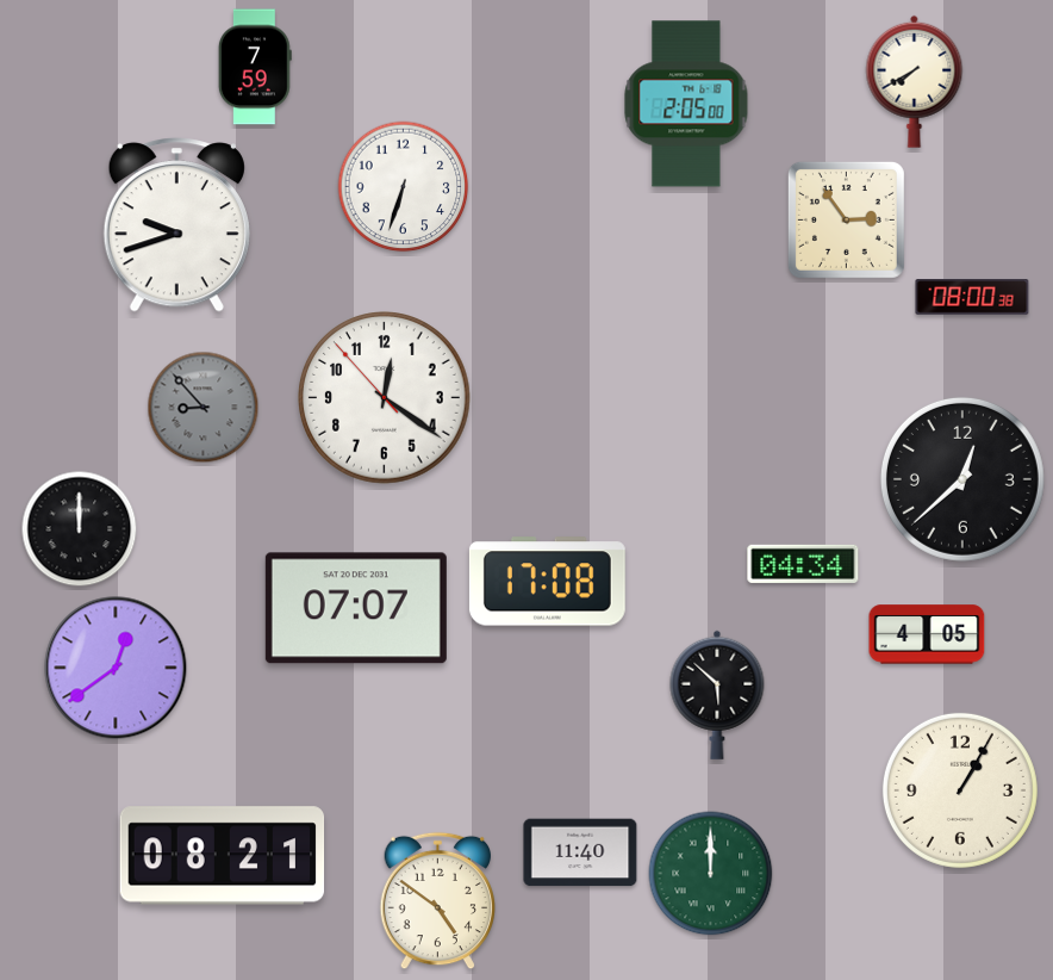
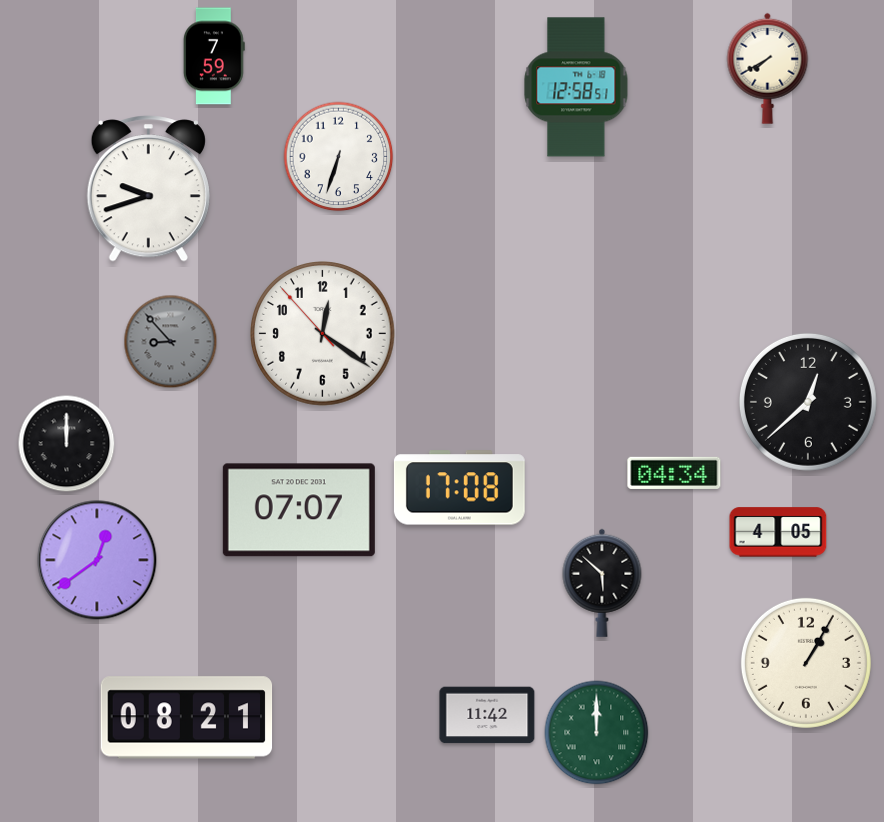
clock at (686, 104): 2:05 -> 12:58
clock at (846, 219): 2:54 -> none
clock at (972, 297): 08:00 -> none
clock at (580, 852): 11:40 -> 11:42
clock at (438, 901): 4:51 -> none
